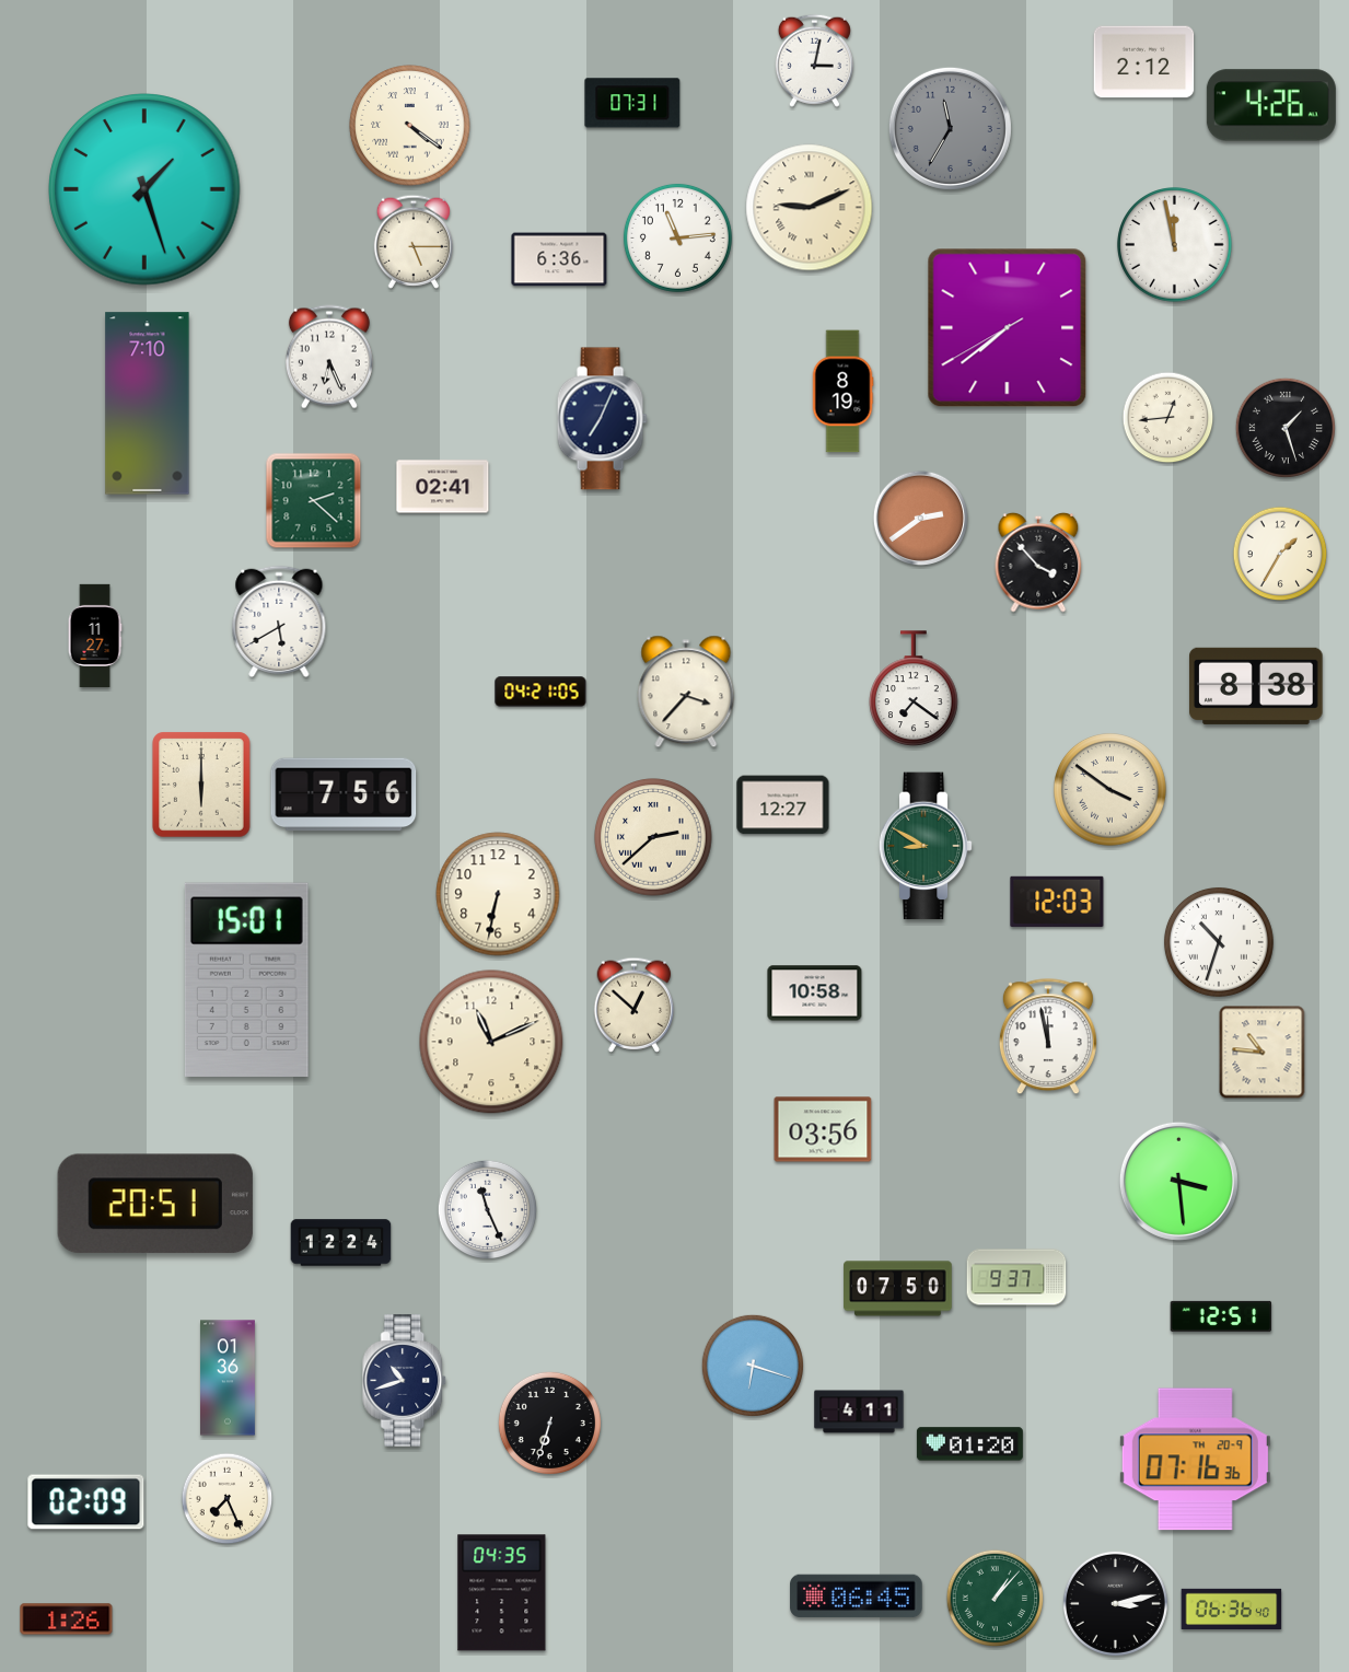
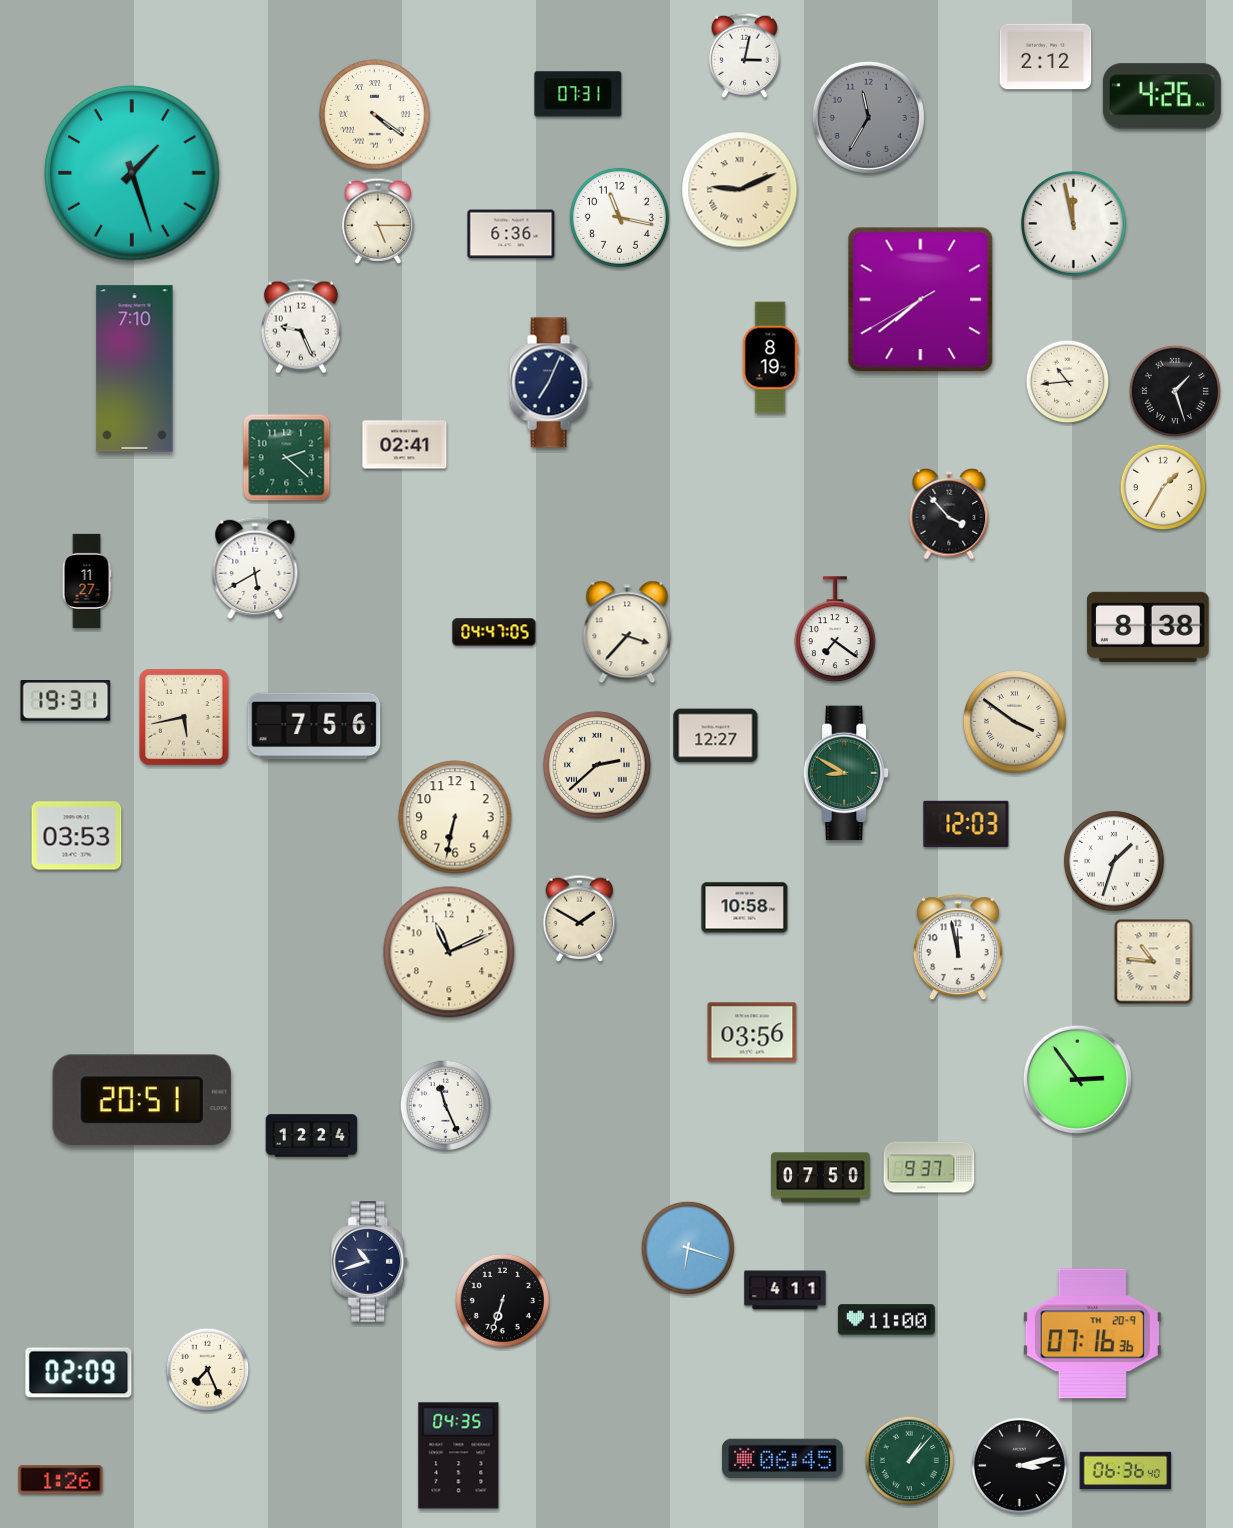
clock at (677, 237): 11:14 -> 11:17
clock at (559, 259) position: (559, 259) -> (511, 234)
clock at (329, 357): 6:26 -> 9:26
clock at (1168, 418): 12:44 -> 10:44
clock at (921, 519): 2:39 -> none
clock at (1280, 554) position: (1280, 554) -> (1163, 487)
clock at (540, 692): 04:21 -> 04:47
clock at (66, 701): none -> 19:31
clock at (201, 785): 6:00 -> 5:43
clock at (77, 836): none -> 03:53
clock at (1219, 942): 10:33 -> 1:33
clock at (246, 979): 15:01 -> none
clock at (635, 1005): 12:52 -> 1:50
clock at (1178, 1181): 3:29 -> 2:54
clock at (1221, 1316): 12:51 -> none
clock at (229, 1378): 01:36 -> none
clock at (969, 1444): 01:20 -> 11:00
